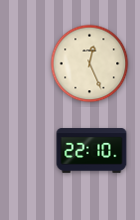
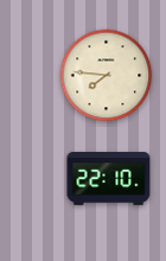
clock at (90, 64): 12:26 -> 7:46
